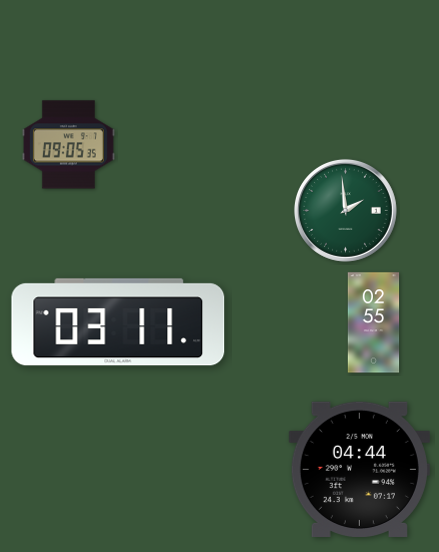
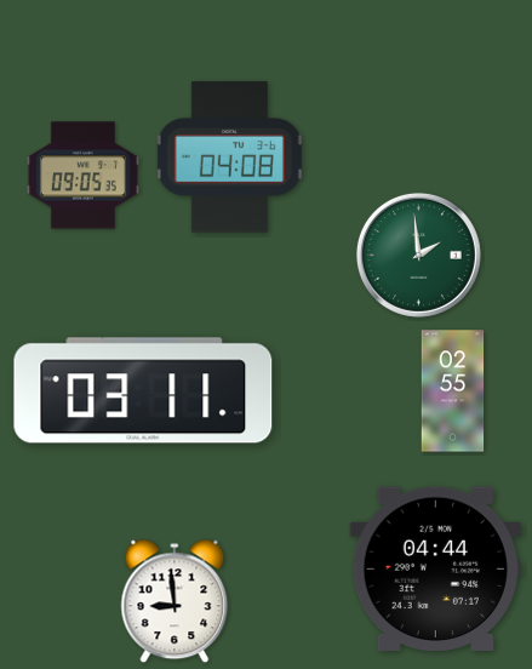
clock at (229, 158): none -> 04:08
clock at (175, 601): none -> 8:59
